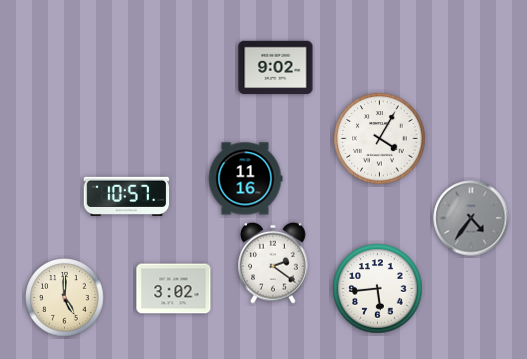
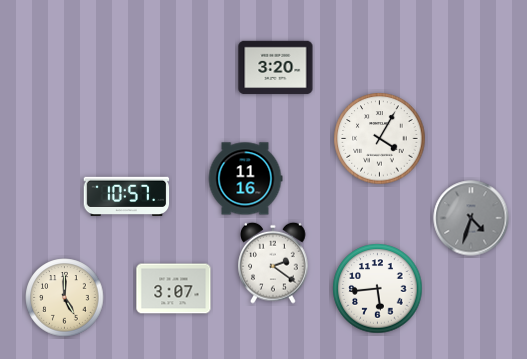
clock at (276, 68): 9:02 -> 3:20
clock at (471, 218): 4:36 -> 4:33
clock at (174, 289): 3:02 -> 3:07
